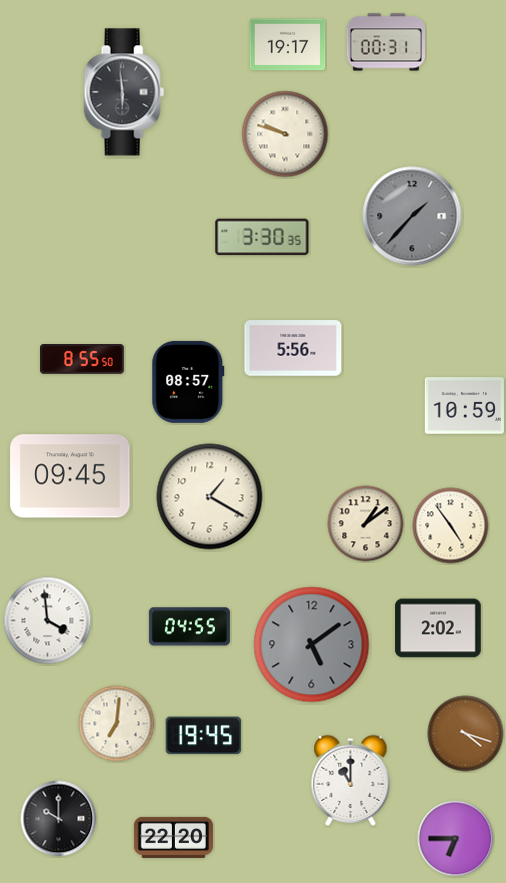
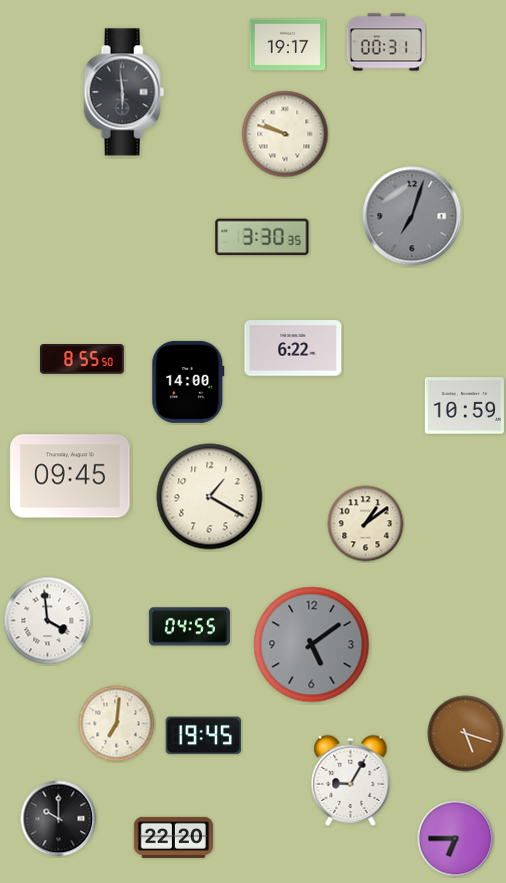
clock at (412, 216): 1:37 -> 7:03
clock at (293, 348): 5:56 -> 6:22
clock at (188, 382): 08:57 -> 14:00
clock at (451, 526): 4:54 -> none
clock at (438, 628): 2:02 -> none
clock at (466, 734): 4:18 -> 5:18
clock at (351, 780): 11:00 -> 9:05
